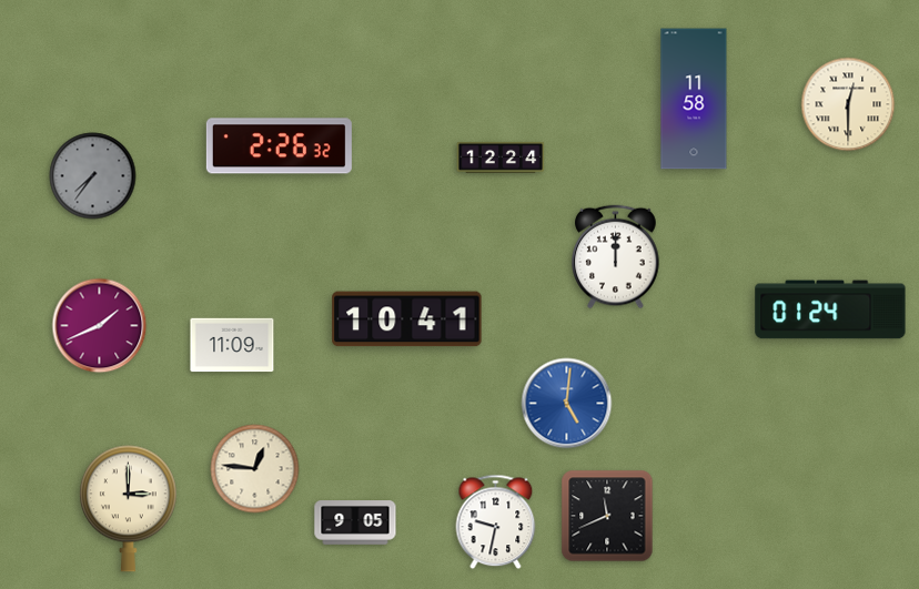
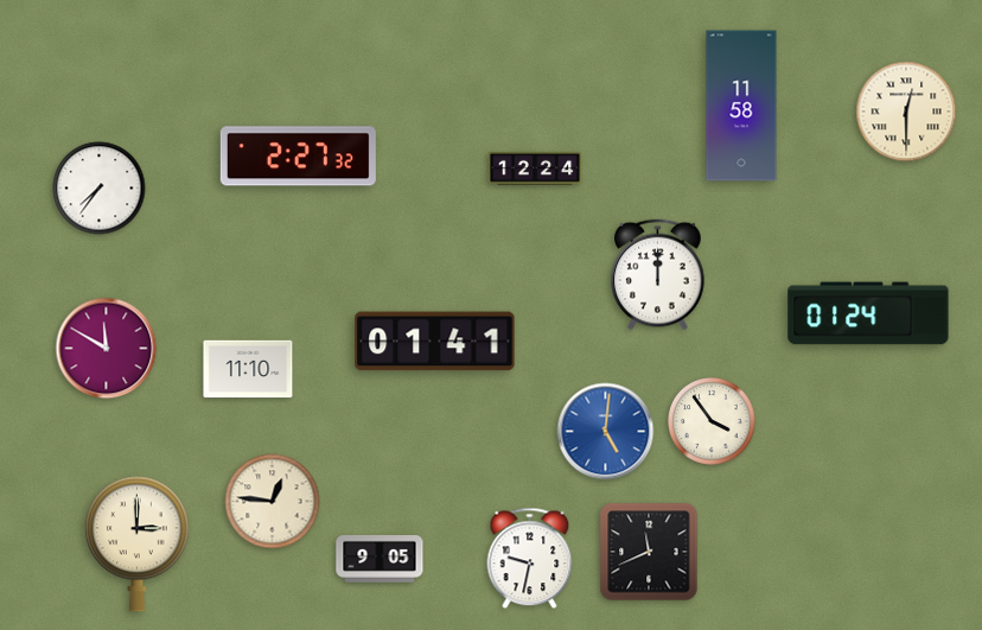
clock at (279, 146): 2:26 -> 2:27
clock at (93, 176) dial: grey -> white
clock at (830, 309) position: (830, 309) -> (868, 313)
clock at (407, 319): 10:41 -> 01:41
clock at (100, 326): 1:41 -> 11:50
clock at (232, 345): 11:09 -> 11:10
clock at (713, 422): none -> 3:54
